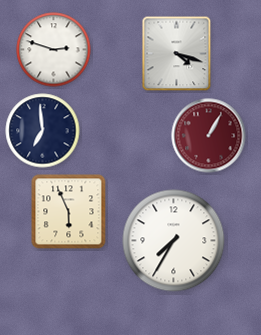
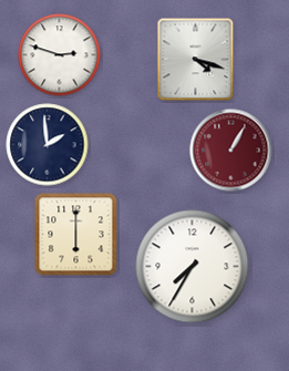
clock at (43, 131): 6:59 -> 1:59
clock at (69, 212): 5:56 -> 6:00
